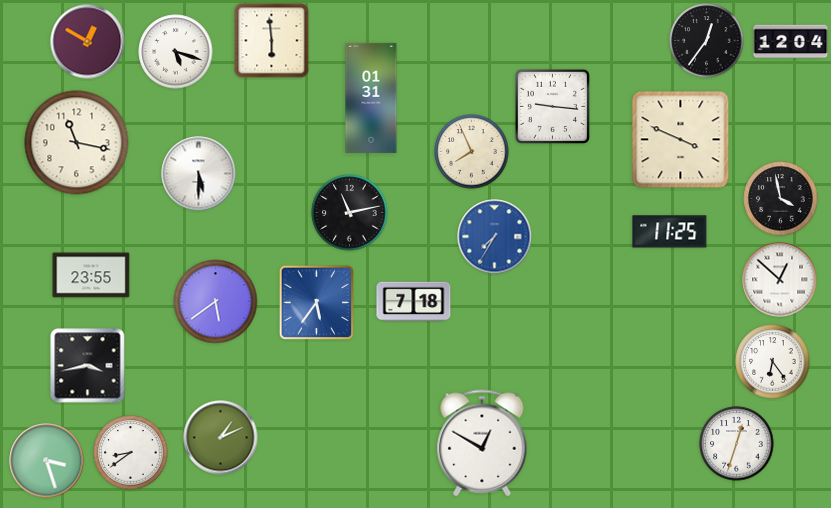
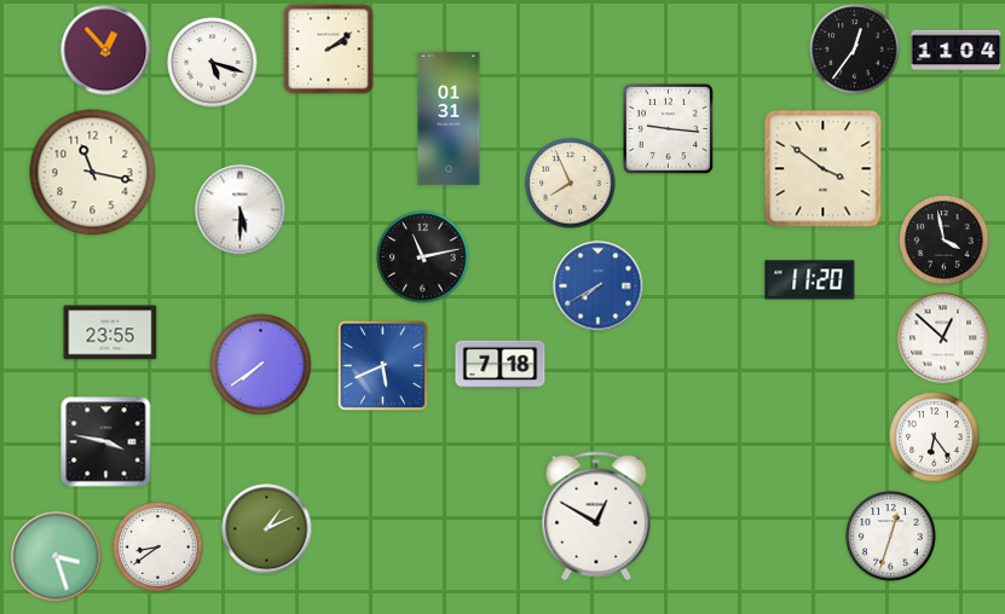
clock at (272, 41): 5:59 -> 2:09
clock at (88, 42): 12:50 -> 12:53
clock at (791, 42): 12:04 -> 11:04
clock at (681, 140): 3:49 -> 3:51
clock at (670, 232): 11:25 -> 11:20
clock at (495, 237): 7:35 -> 7:40
clock at (216, 302): 5:39 -> 7:39
clock at (316, 302): 5:36 -> 5:41
clock at (88, 366): 3:43 -> 3:47
clock at (482, 443) position: (482, 443) -> (596, 516)
